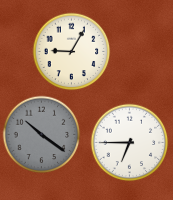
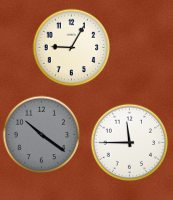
clock at (71, 51) position: (71, 51) -> (71, 47)
clock at (129, 142): 6:45 -> 11:45
